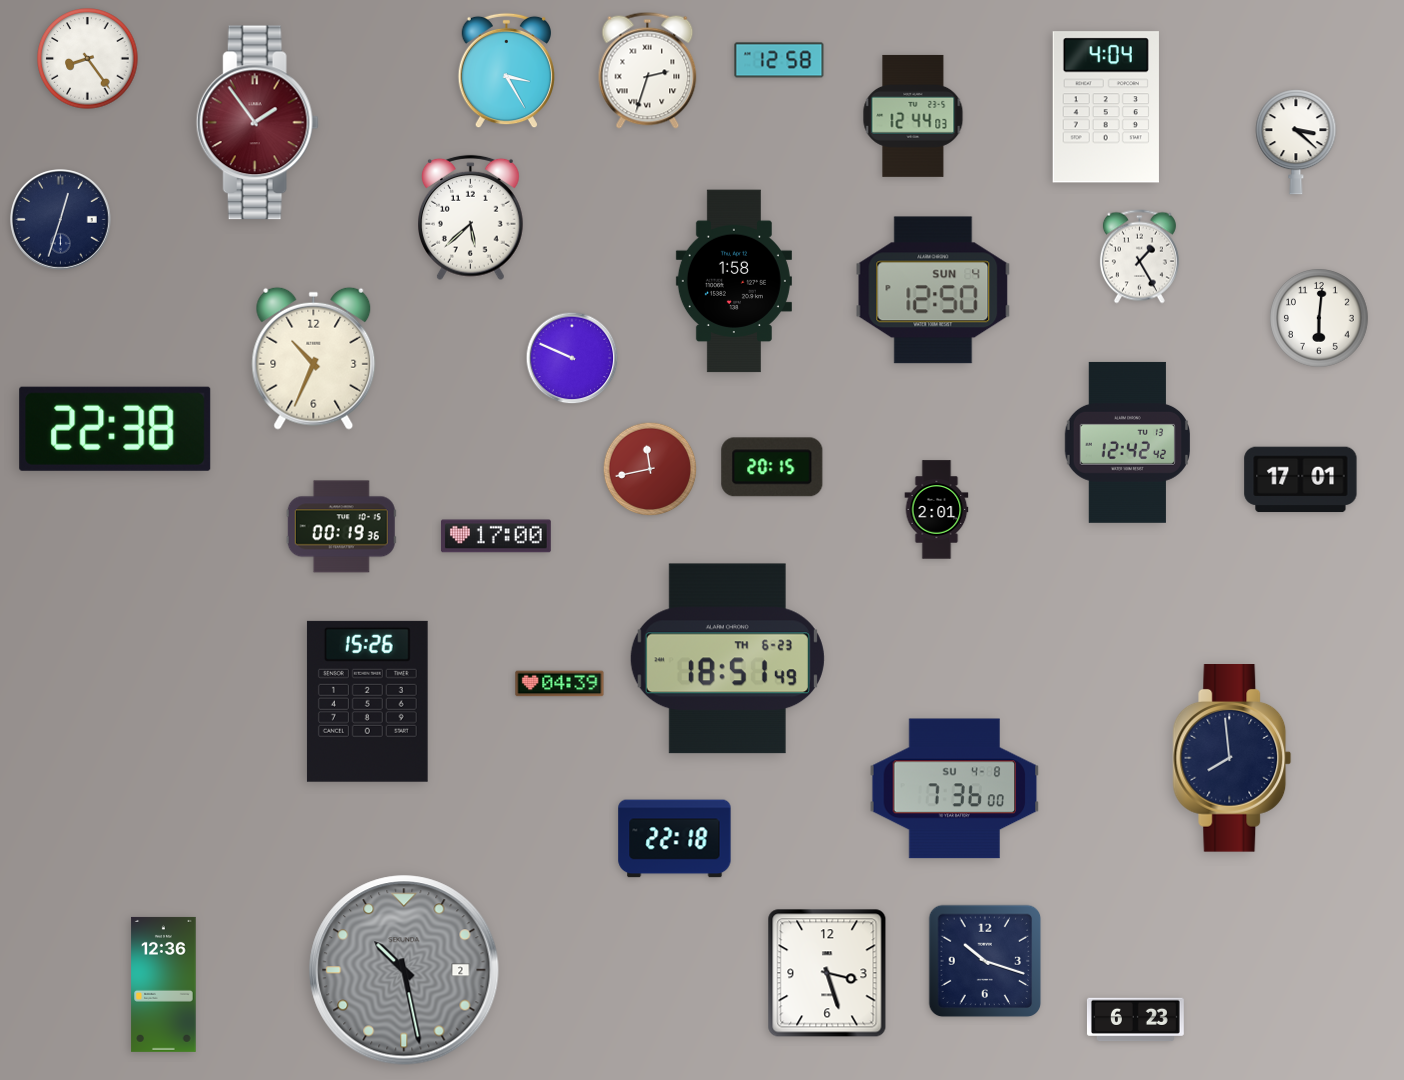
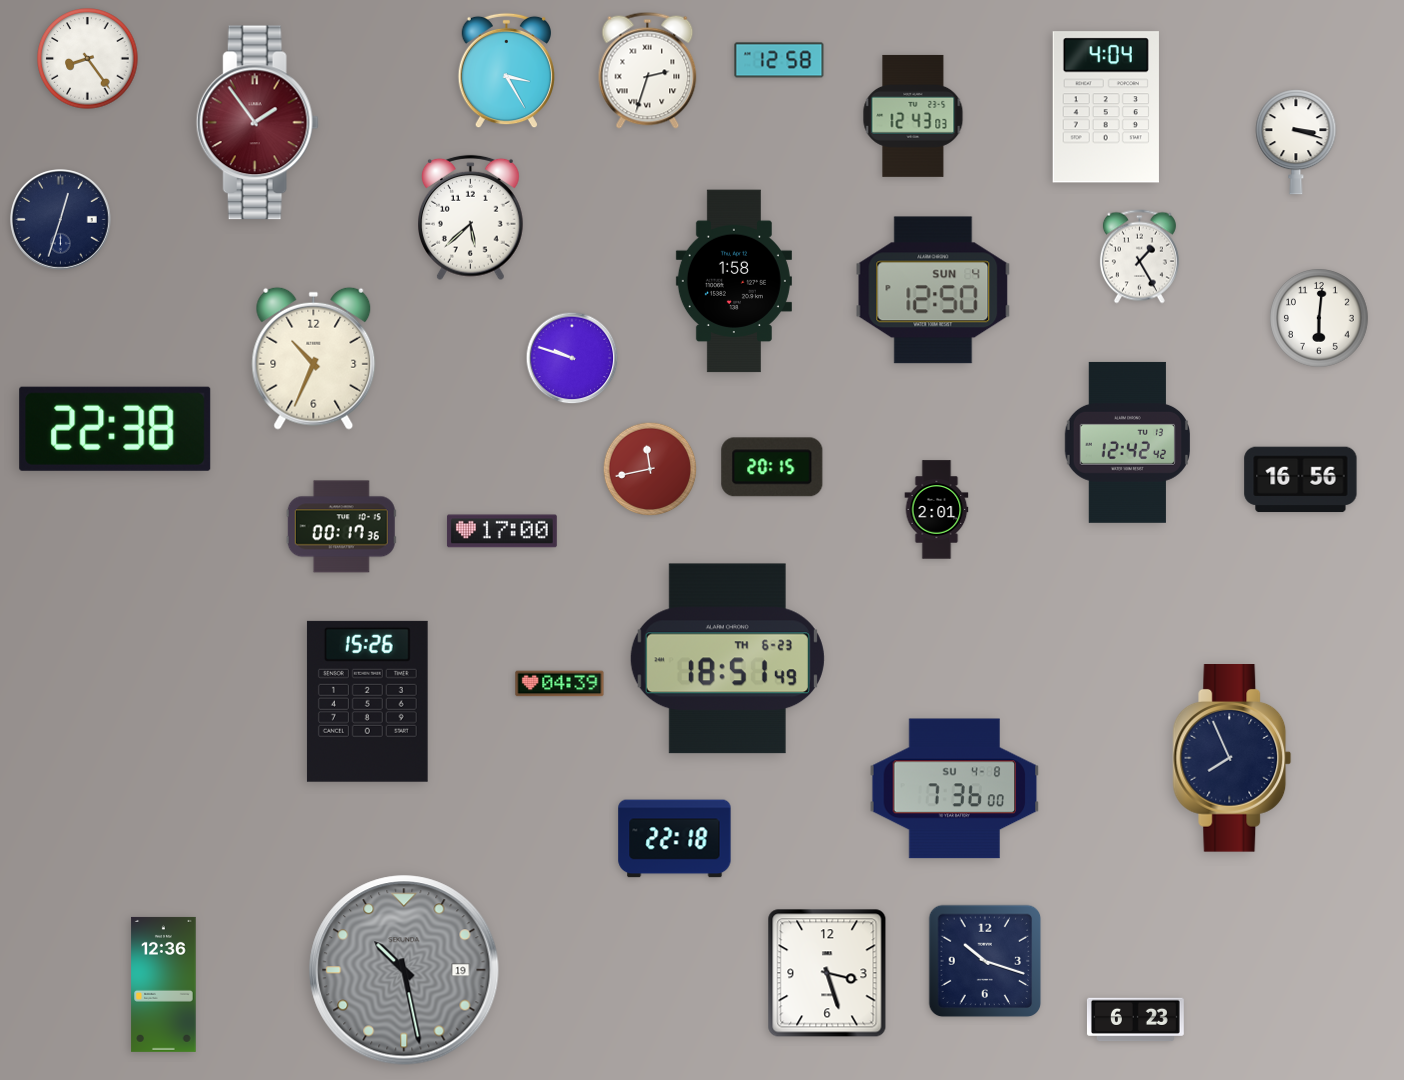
clock at (913, 116): 12:44 -> 12:43
clock at (1296, 142): 3:22 -> 3:18
clock at (572, 358): 9:49 -> 9:48
clock at (1301, 480): 17:01 -> 16:56
clock at (341, 527): 00:19 -> 00:17
clock at (496, 536) position: (496, 536) -> (502, 531)
clock at (1232, 759): 7:59 -> 7:56
clock at (404, 970) date: 2 -> 19
